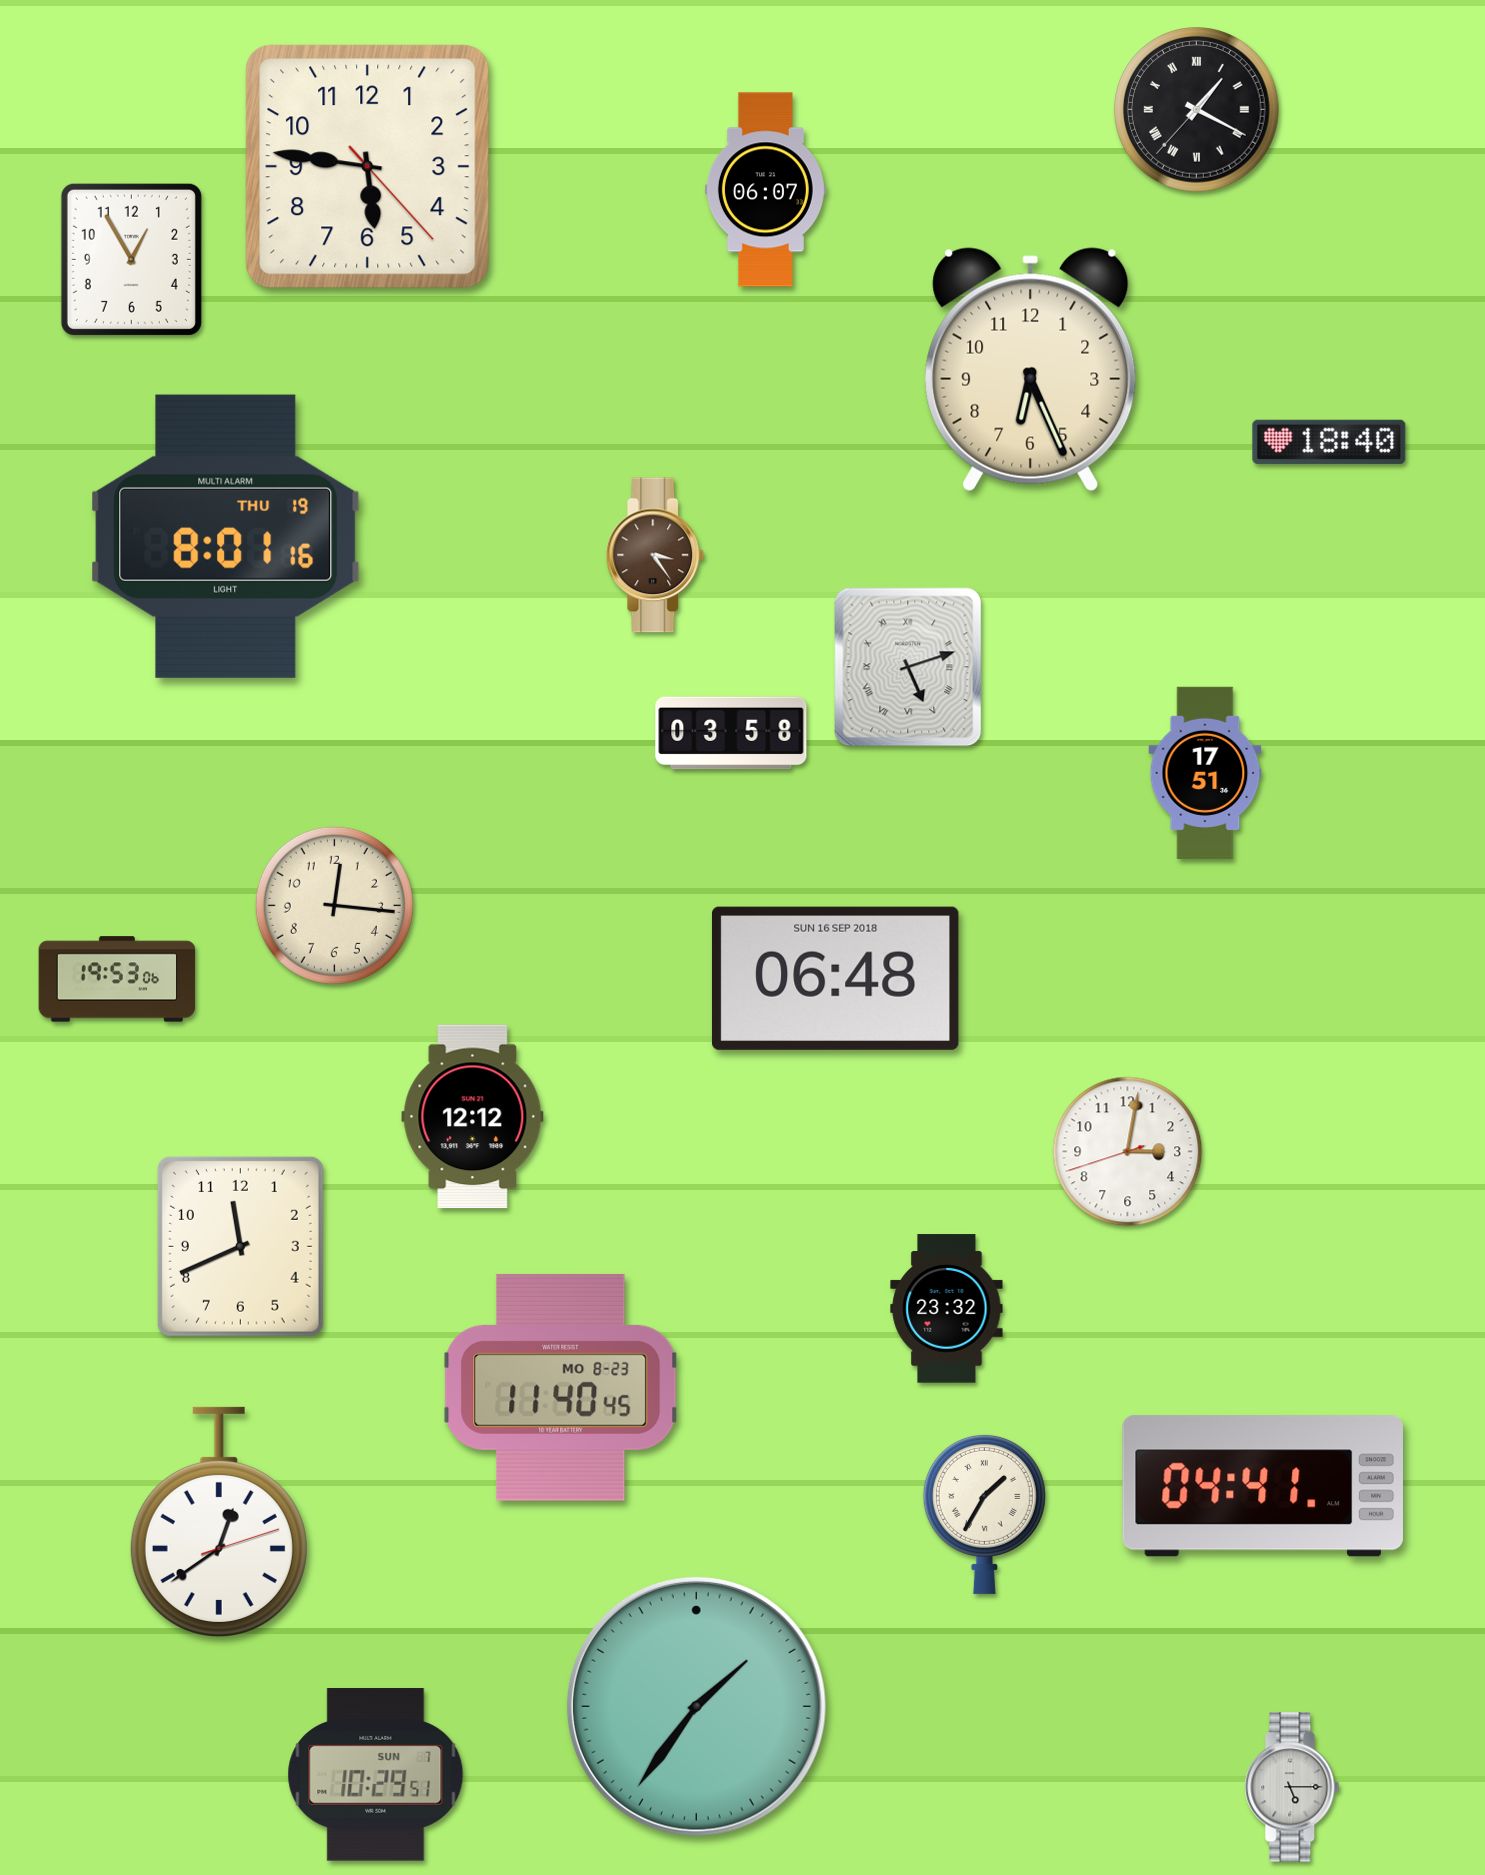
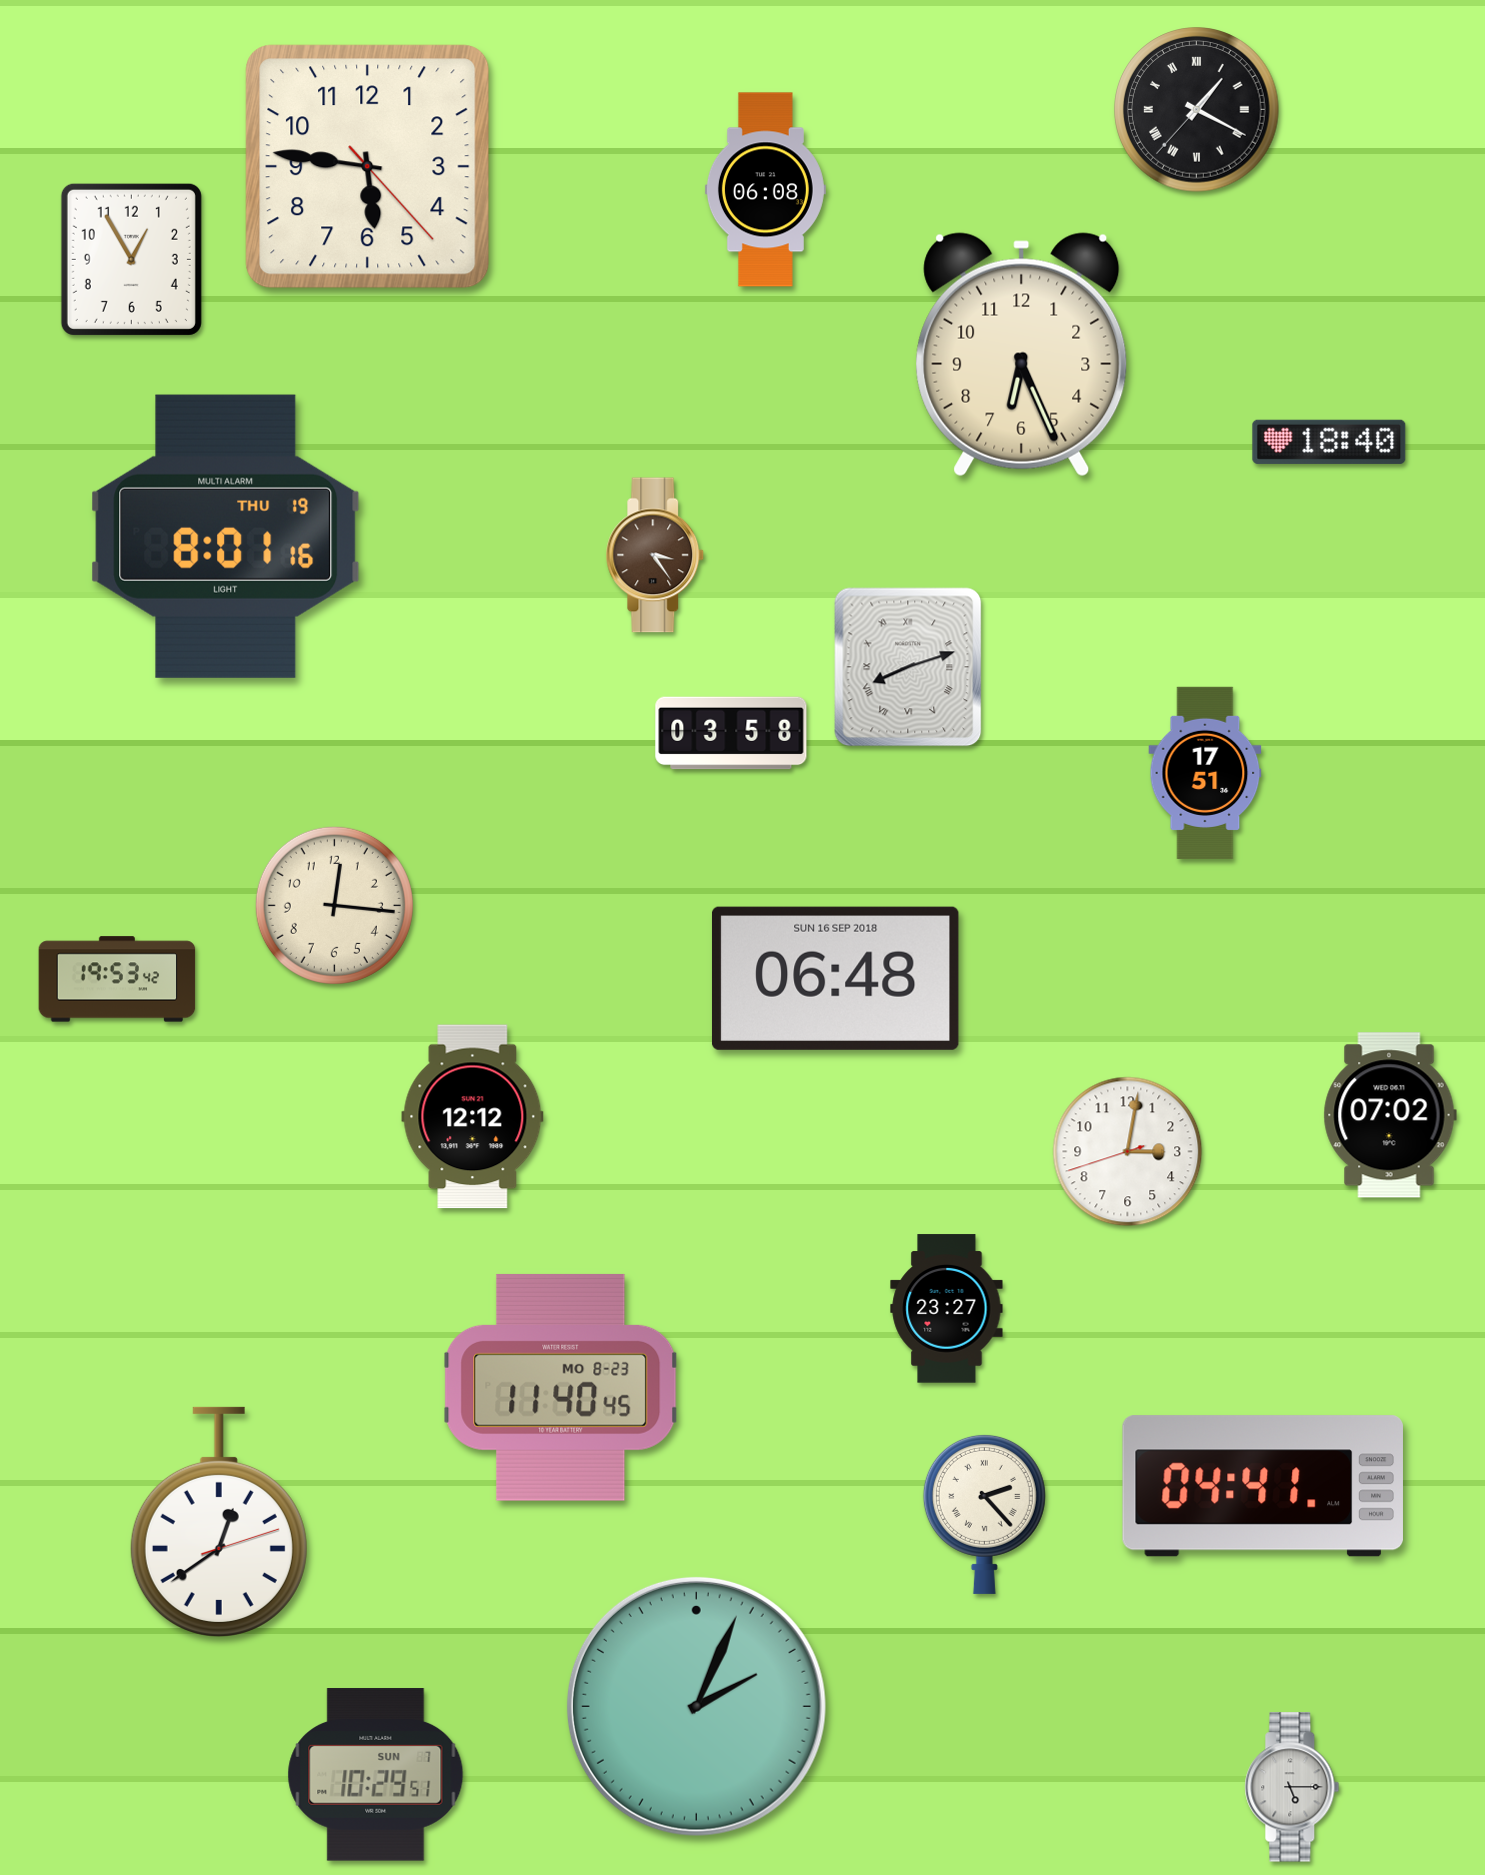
clock at (765, 190): 06:07 -> 06:08
clock at (1031, 370) position: (1031, 370) -> (1022, 355)
clock at (908, 667): 5:12 -> 8:12
clock at (117, 979): 19:53:06 -> 19:53:42
clock at (1390, 1115): none -> 07:02
clock at (240, 1246): 11:41 -> none
clock at (947, 1309): 23:32 -> 23:27
clock at (984, 1514): 1:35 -> 2:23
clock at (696, 1706): 1:36 -> 2:04
